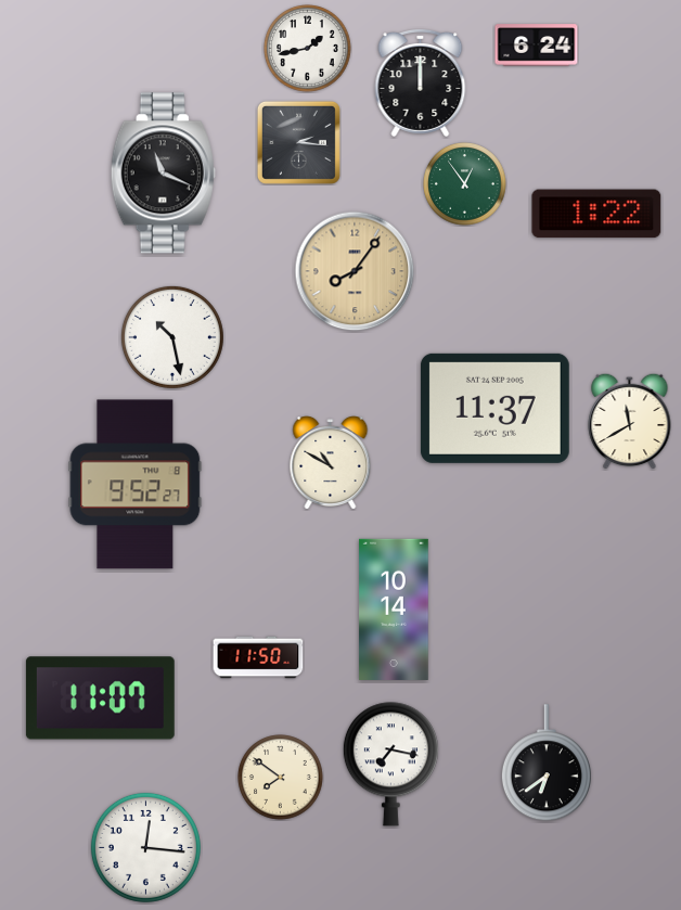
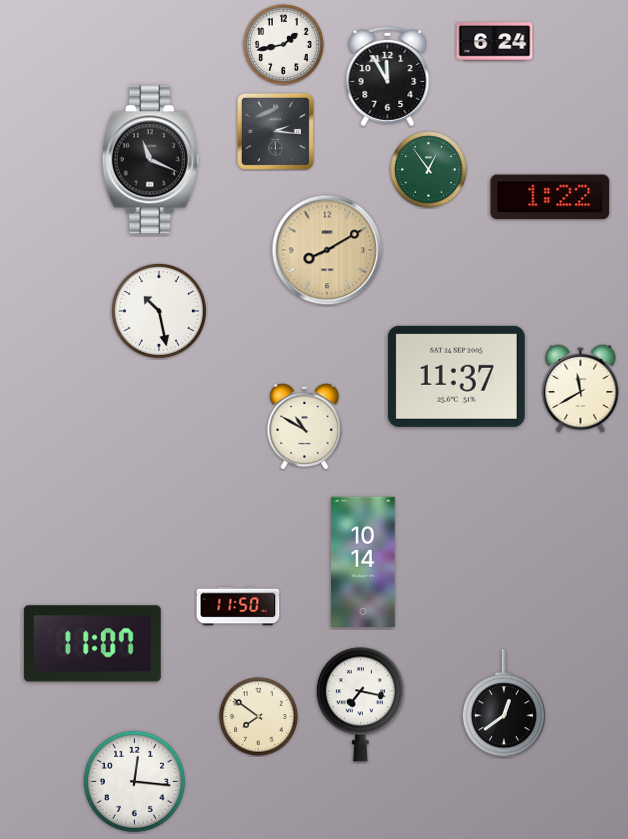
clock at (421, 82): 12:00 -> 11:55
clock at (355, 271): 8:06 -> 8:10
clock at (136, 485): 9:52 -> none
clock at (547, 764): 6:39 -> 12:39
